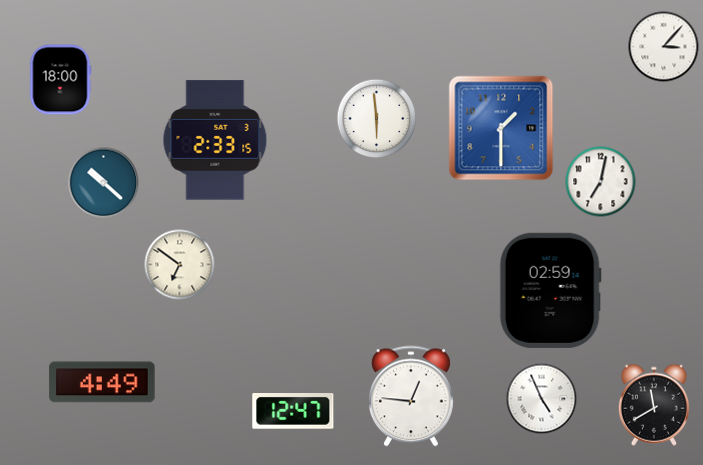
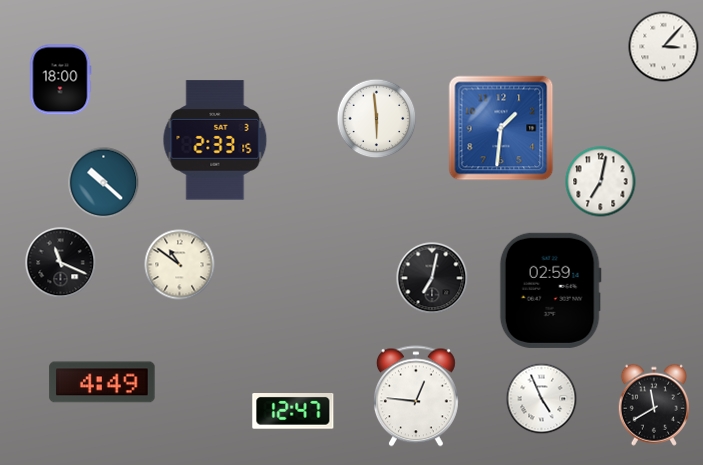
clock at (501, 128): 1:30 -> 1:31
clock at (61, 263): none -> 11:19
clock at (180, 265): 6:51 -> 10:51
clock at (432, 278): none -> 7:02
clock at (411, 396) position: (411, 396) -> (416, 396)
